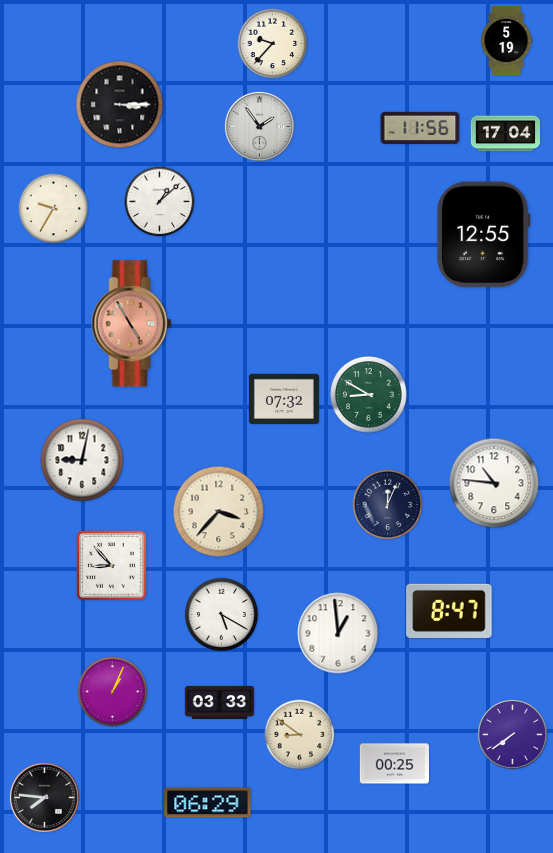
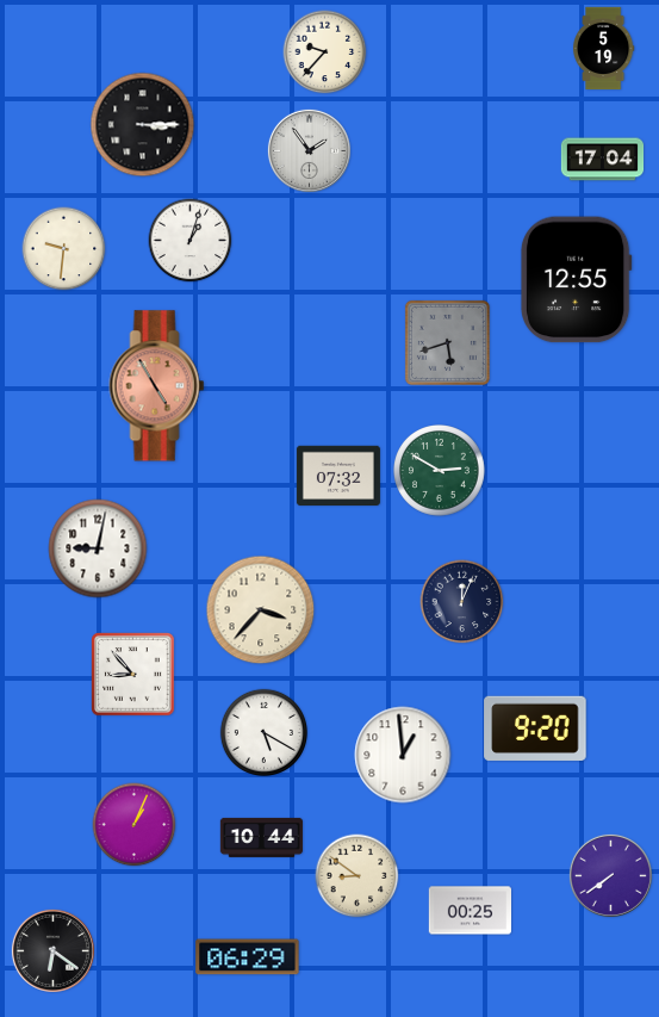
clock at (420, 128): 11:56 -> none
clock at (160, 202): 1:08 -> 1:03
clock at (54, 209): 9:35 -> 9:31
clock at (447, 342): none -> 5:42
clock at (369, 395): 8:50 -> 2:50
clock at (494, 483): 10:46 -> none
clock at (449, 611): 8:47 -> 9:20
clock at (219, 702): 03:33 -> 10:44
clock at (44, 797): 7:46 -> 6:21
